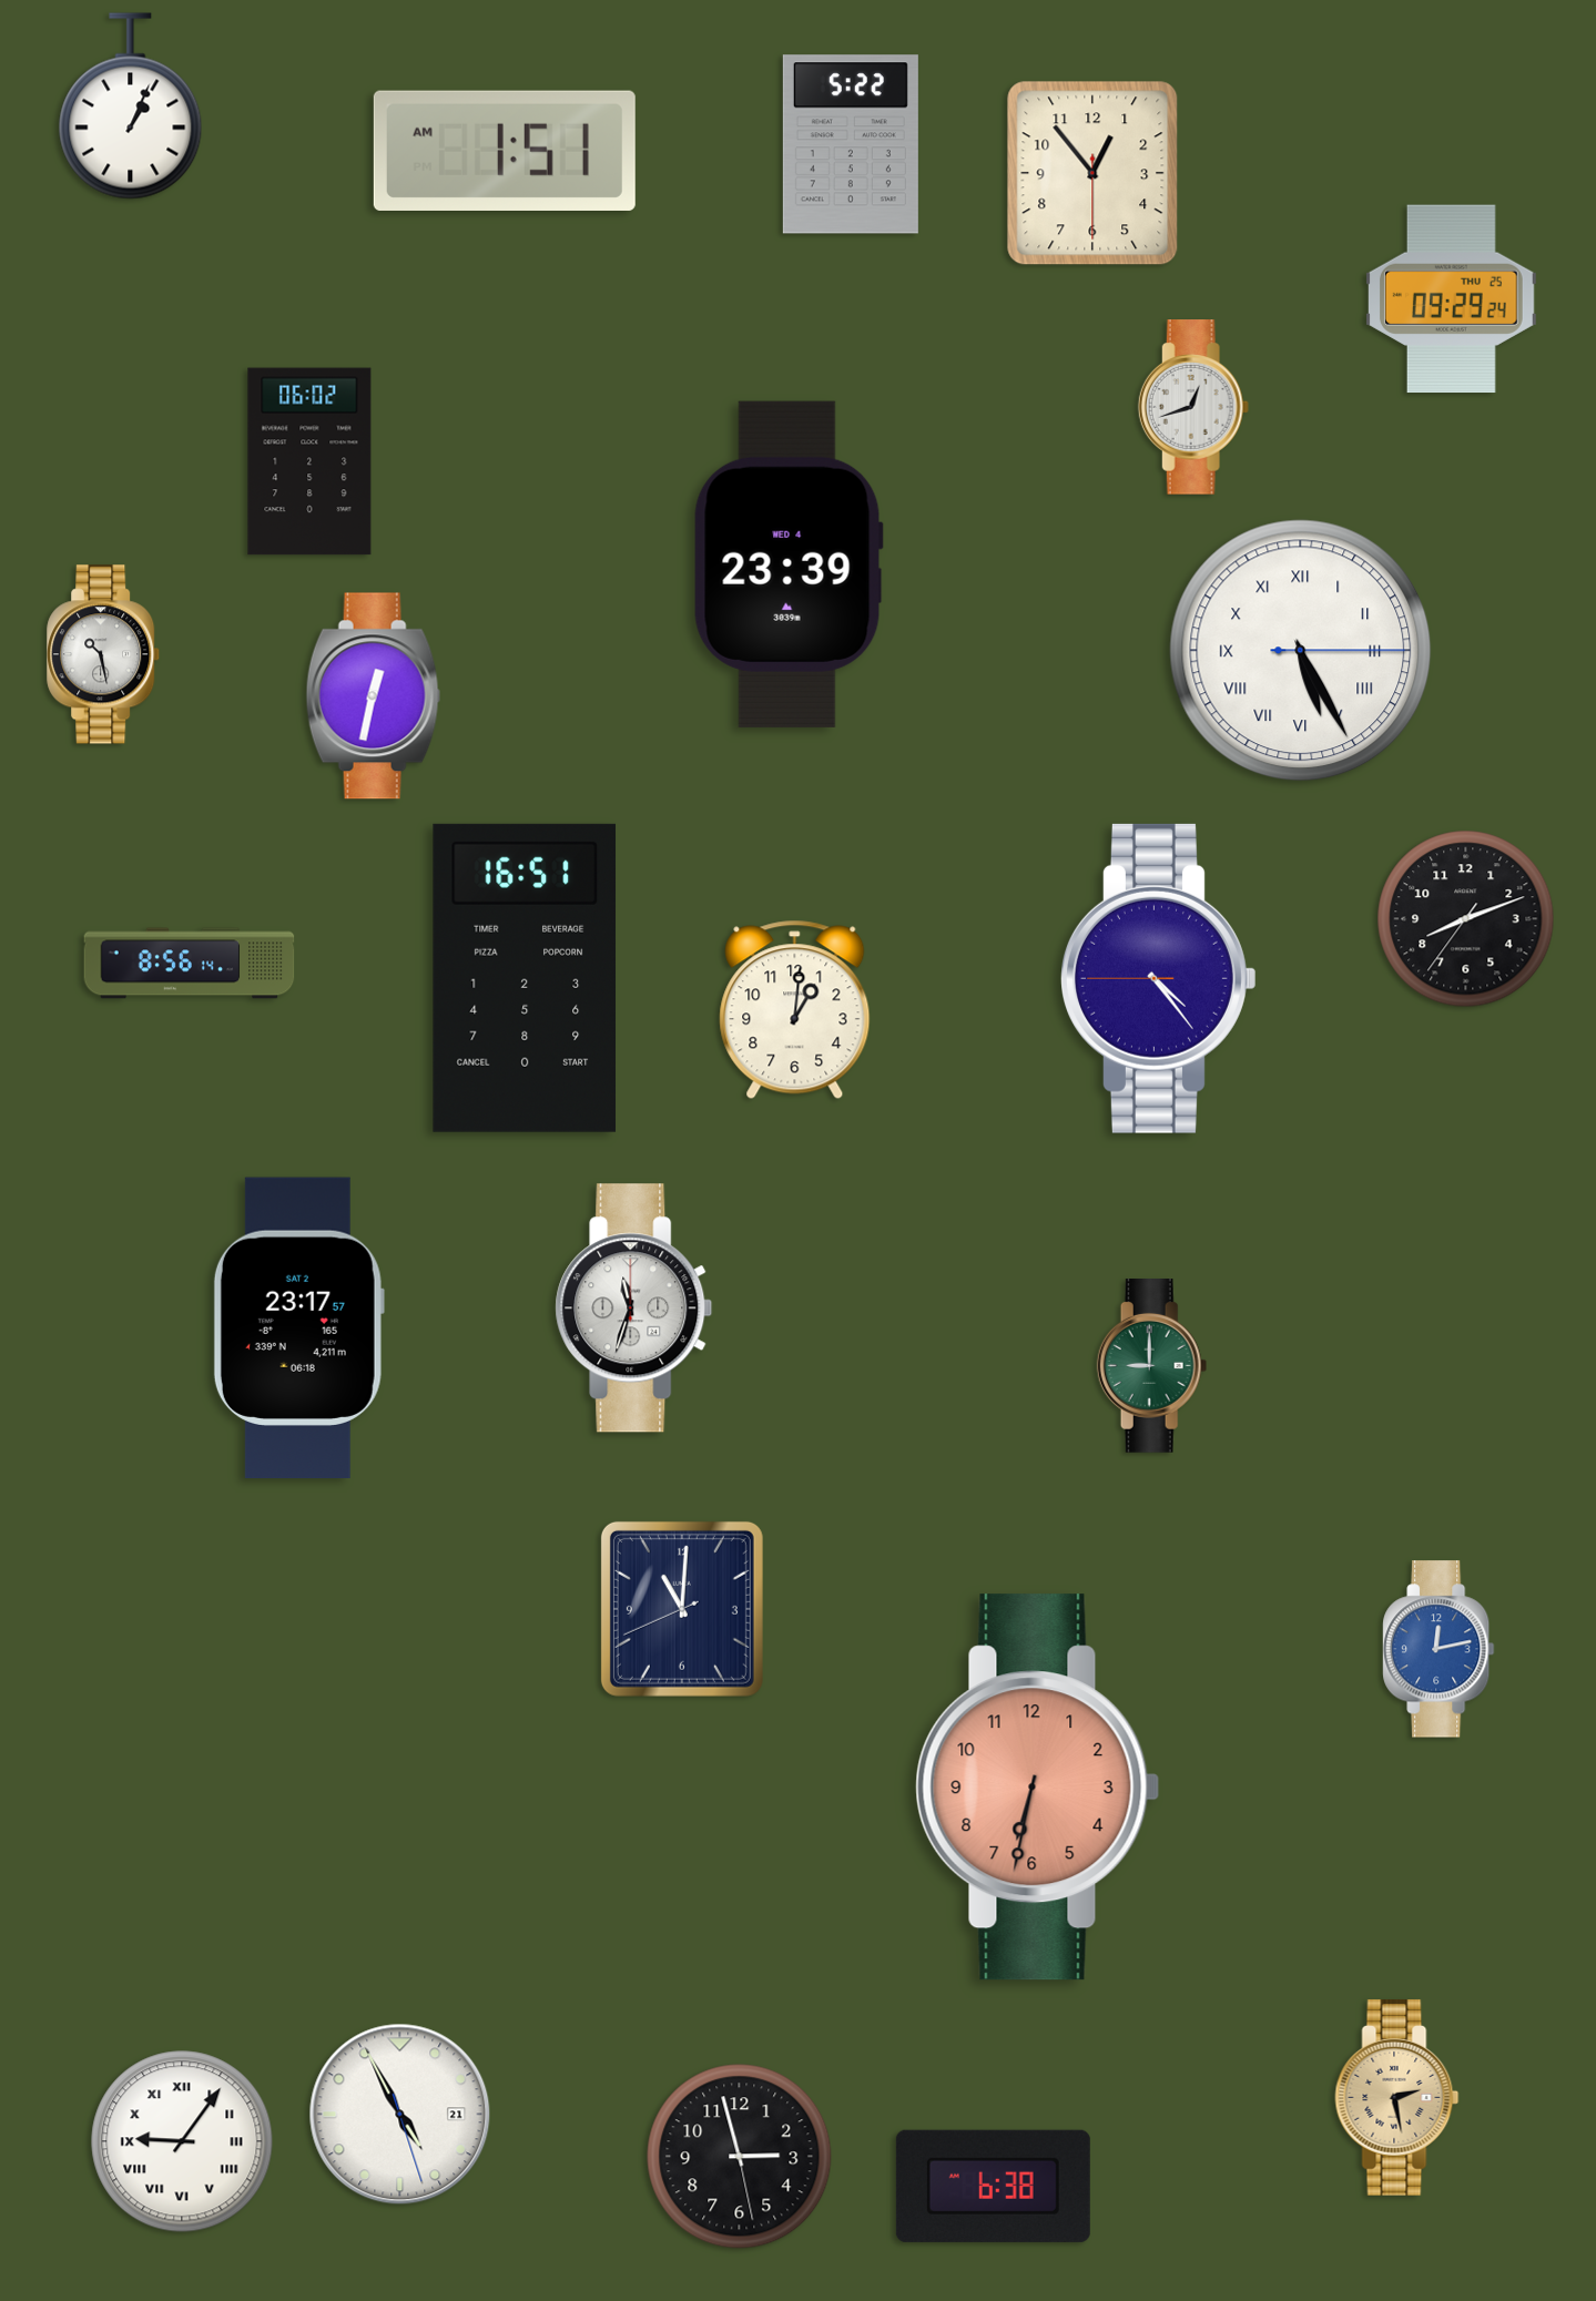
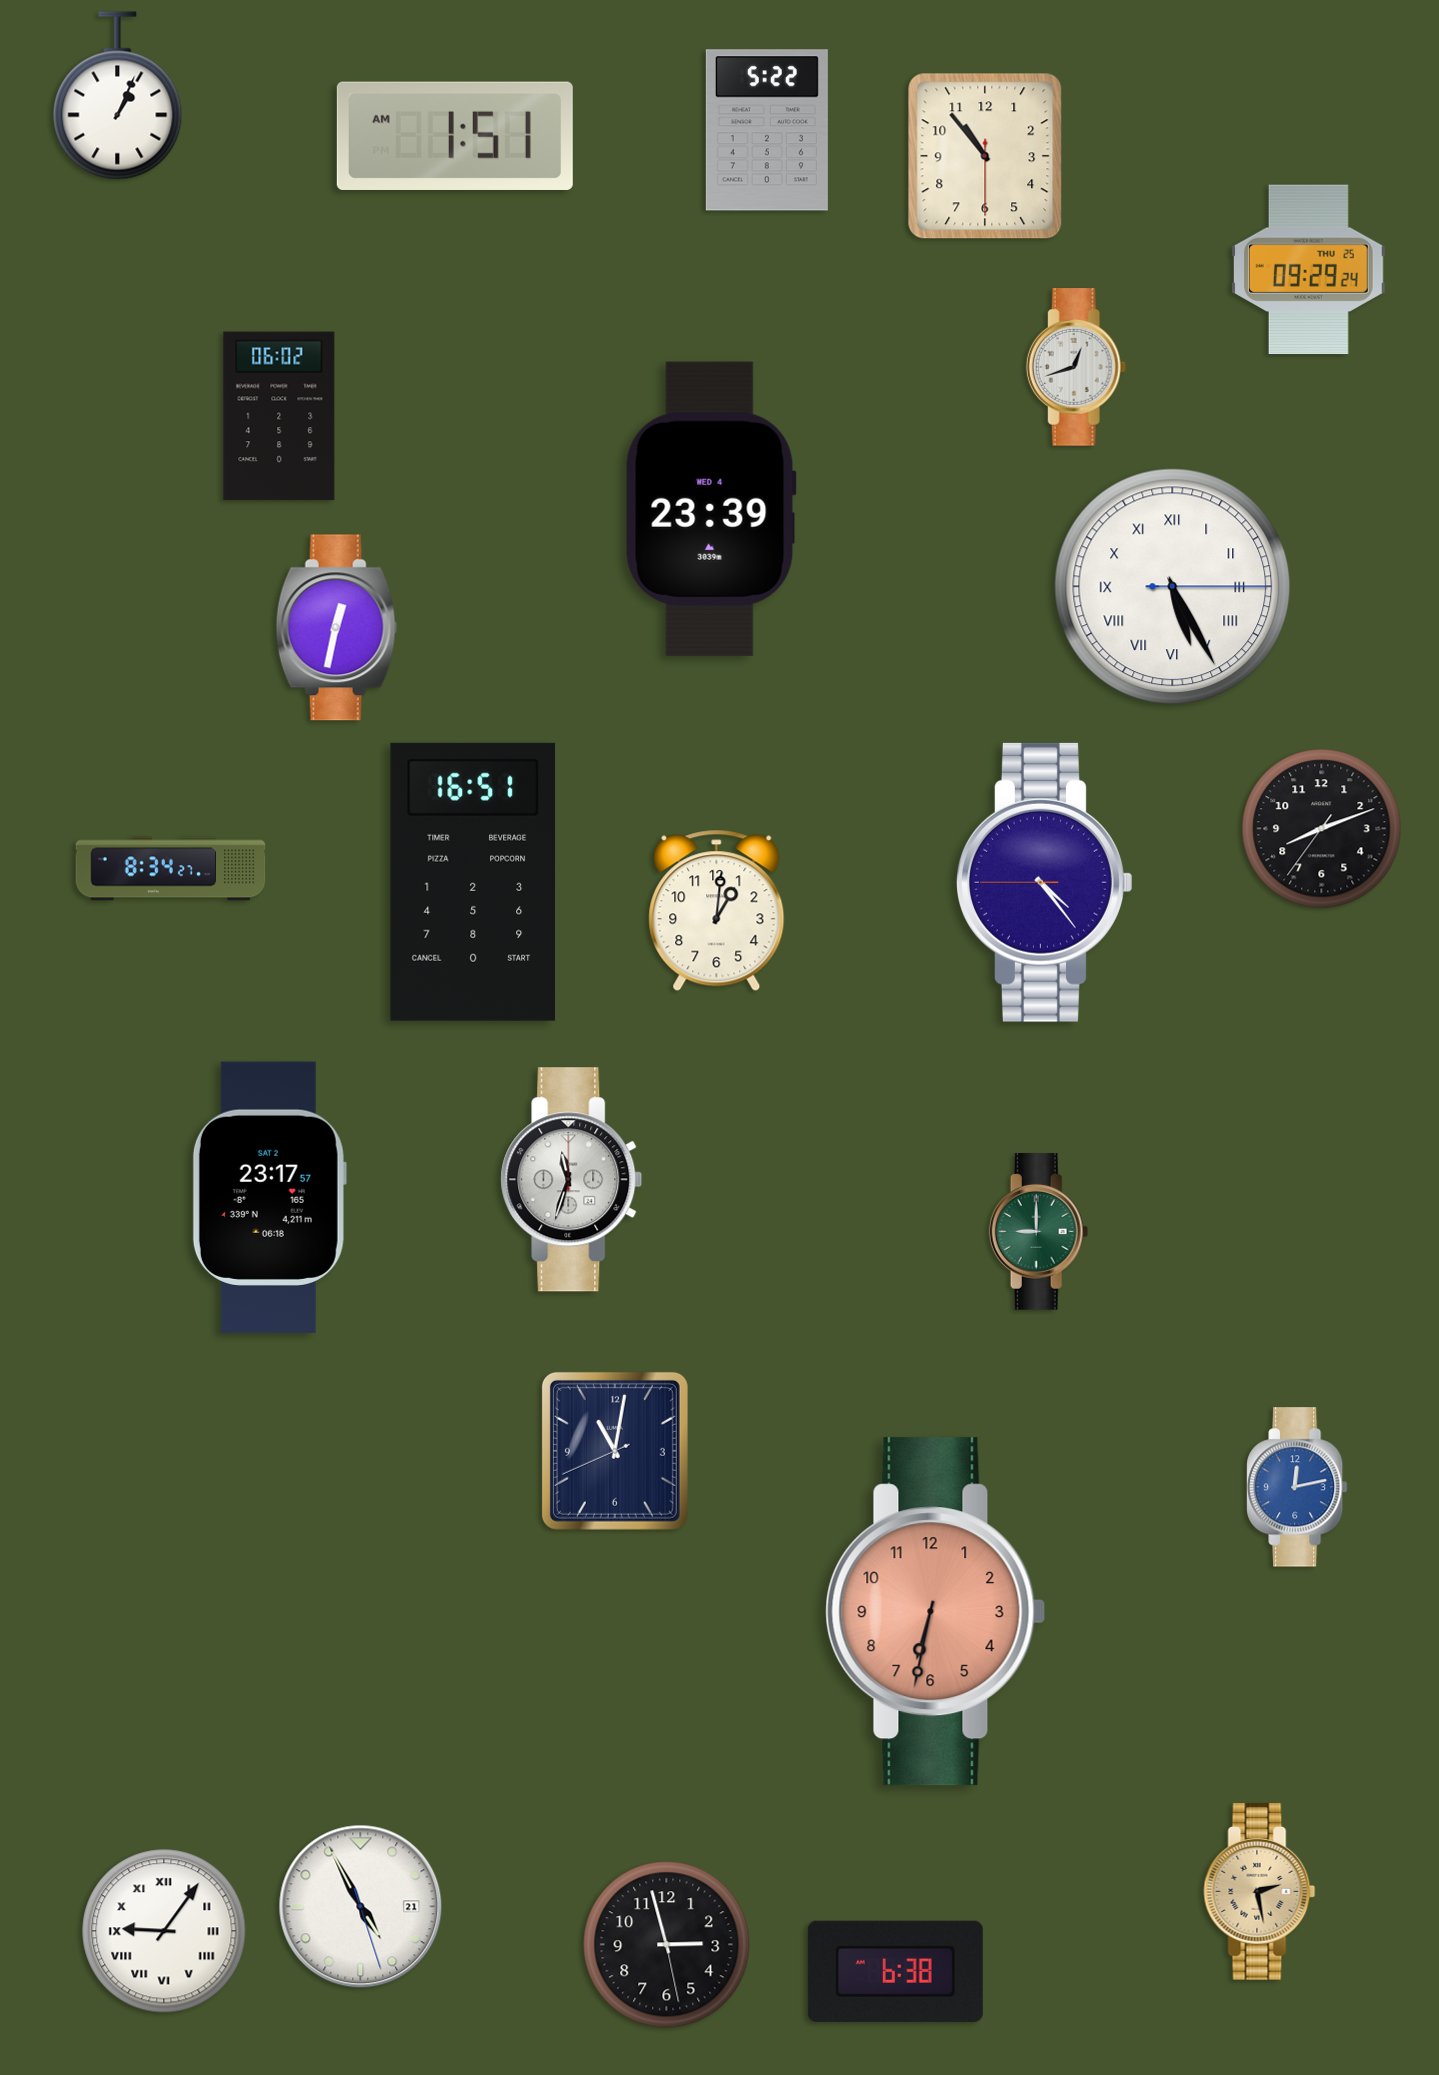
clock at (1092, 173): 12:53 -> 10:53
clock at (104, 654): 10:28 -> none
clock at (190, 964): 8:56 -> 8:34
clock at (682, 1609): 11:00 -> 11:01
